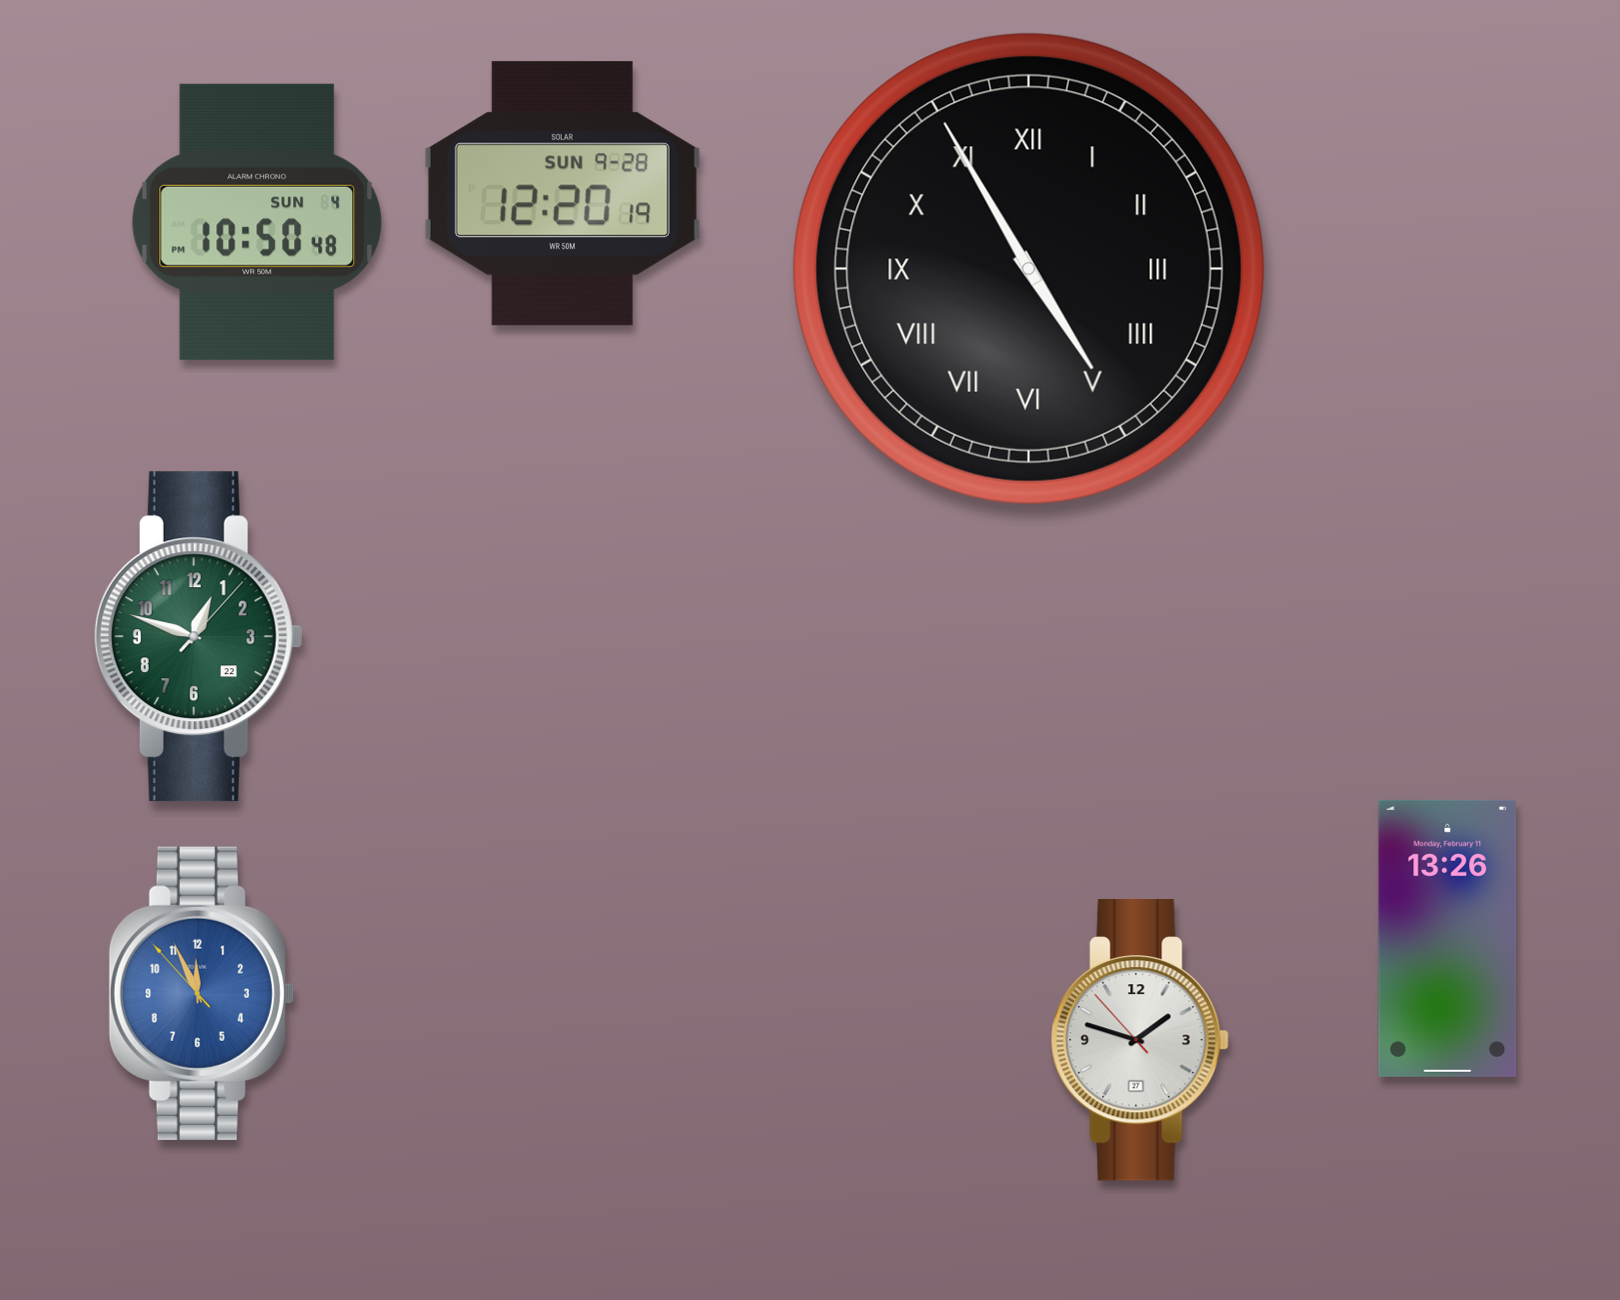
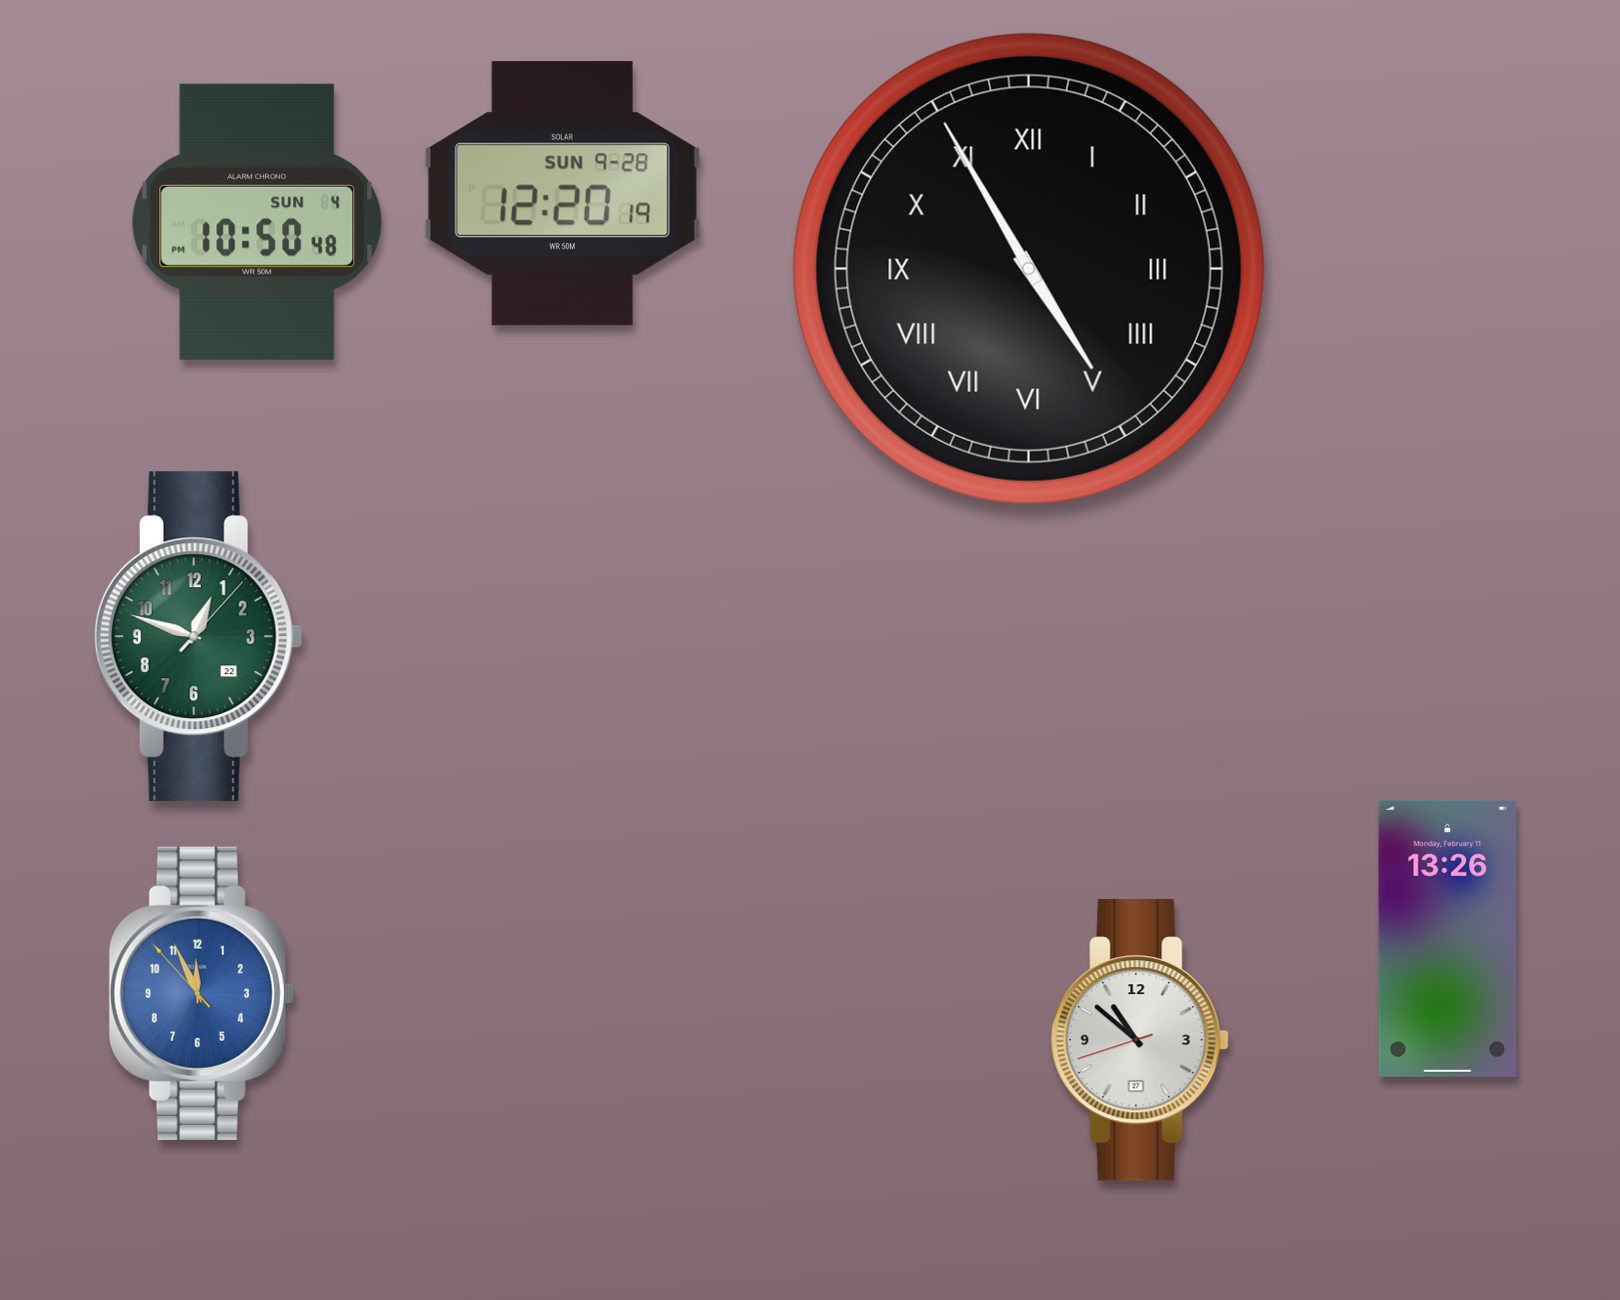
clock at (1140, 1040): 1:47 -> 10:51
